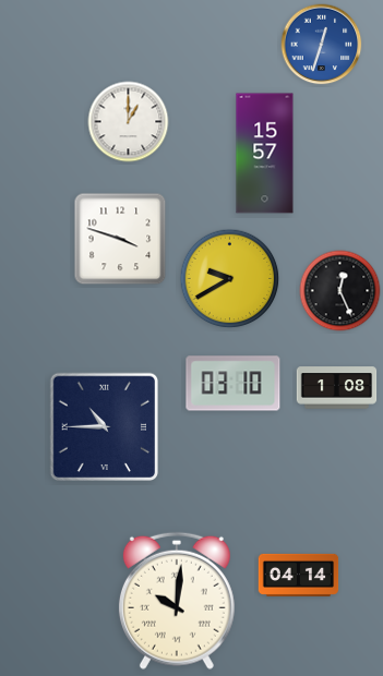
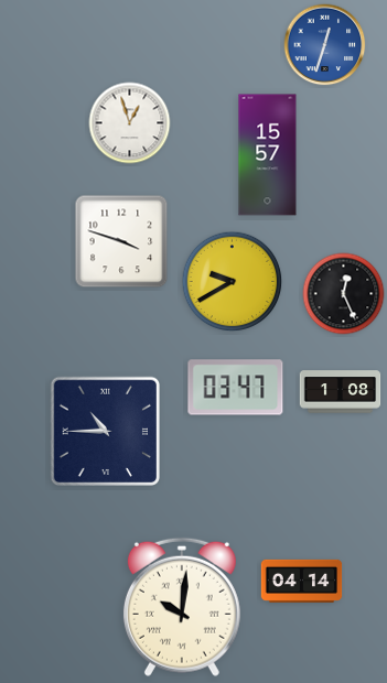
clock at (129, 122): 1:00 -> 12:57
clock at (234, 384): 03:10 -> 03:47
clock at (177, 601) position: (177, 601) -> (182, 607)
